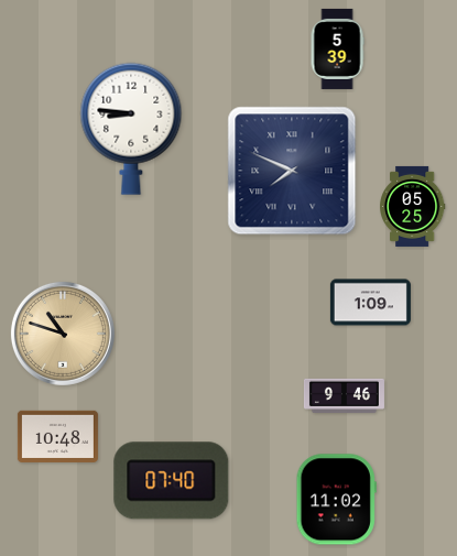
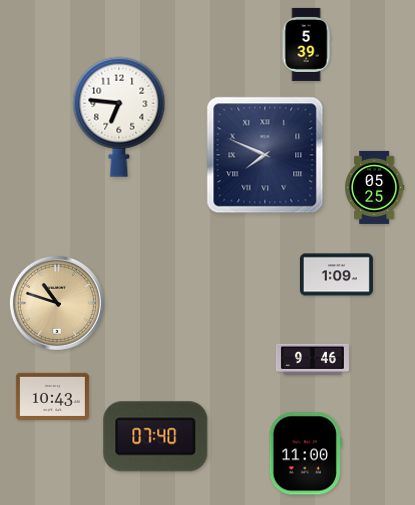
clock at (131, 129): 8:46 -> 6:46
clock at (57, 436): 10:48 -> 10:43
clock at (336, 500): 11:02 -> 11:00
